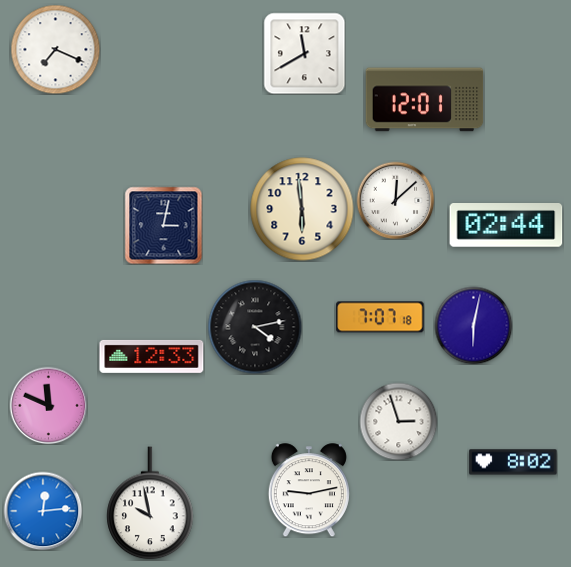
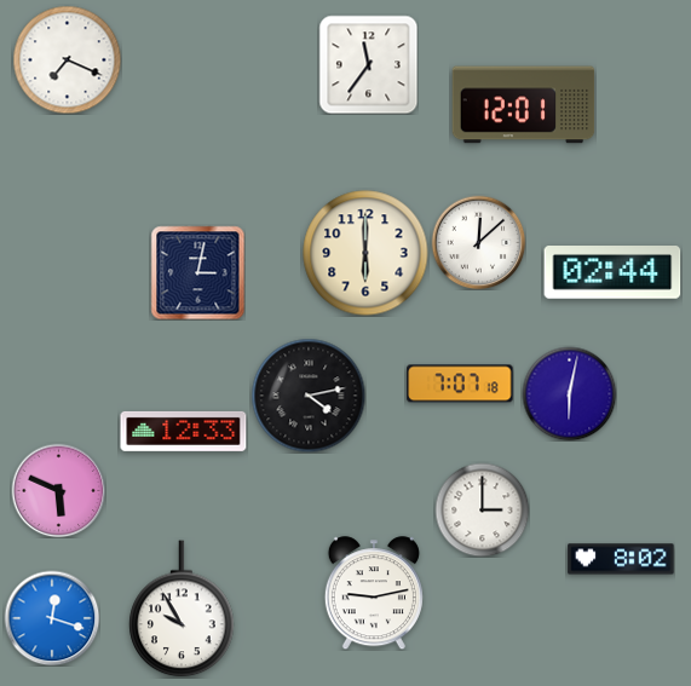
clock at (304, 53): 11:40 -> 11:36
clock at (425, 100) position: (425, 100) -> (524, 105)
clock at (302, 209): 5:59 -> 6:00
clock at (473, 325) position: (473, 325) -> (569, 393)
clock at (48, 405): 11:49 -> 5:49
clock at (398, 421): 2:57 -> 3:00
clock at (150, 503): 9:58 -> 9:55
clock at (43, 511): 12:14 -> 12:18
